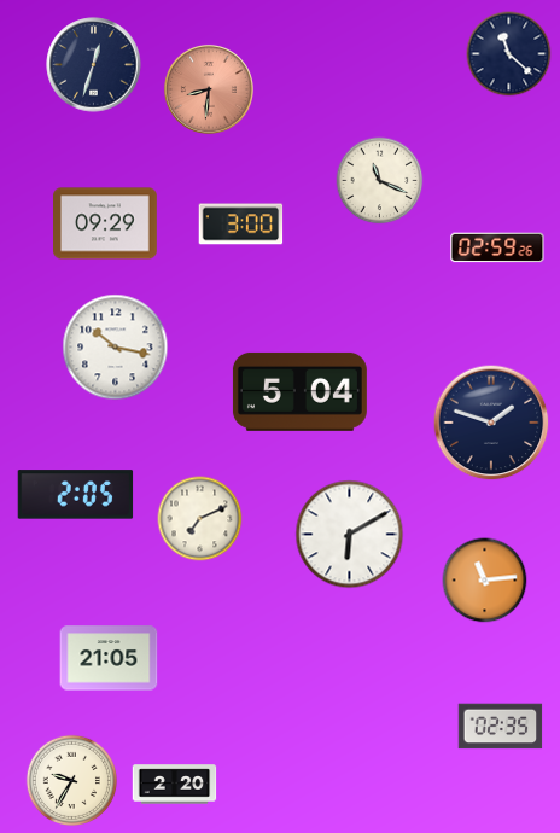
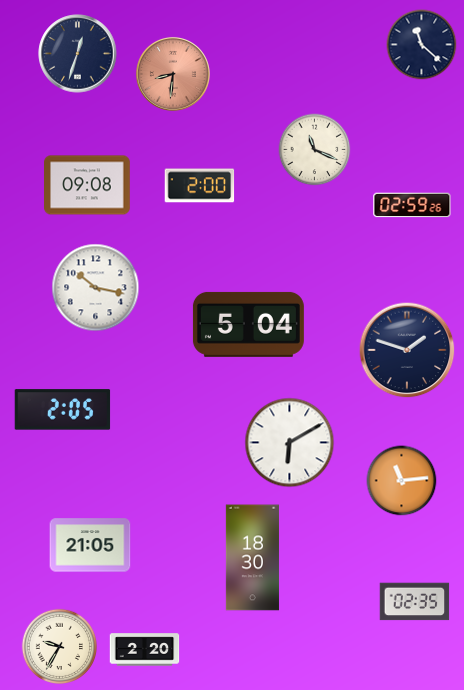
clock at (106, 223): 09:29 -> 09:08
clock at (241, 225): 3:00 -> 2:00
clock at (200, 519): 7:11 -> none
clock at (252, 558): none -> 18:30
